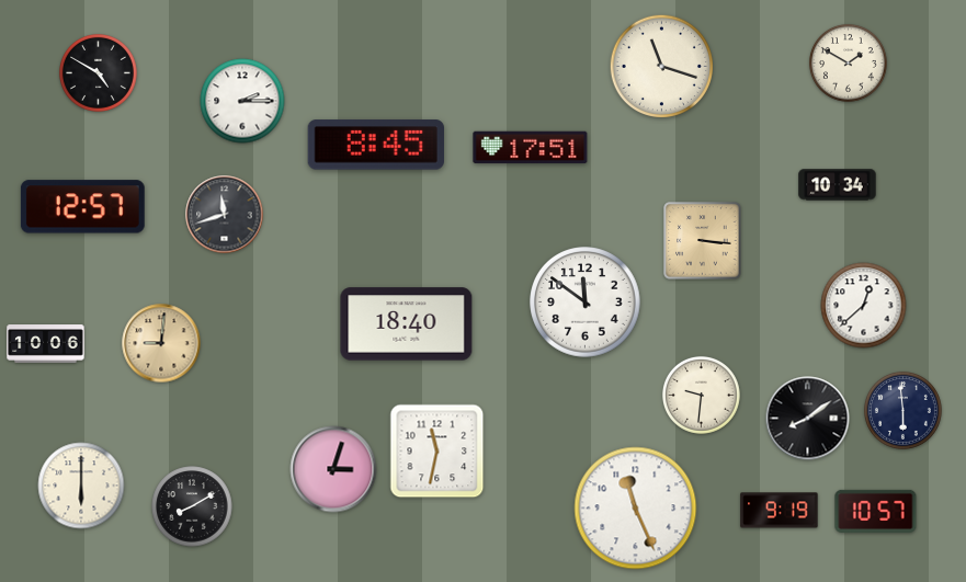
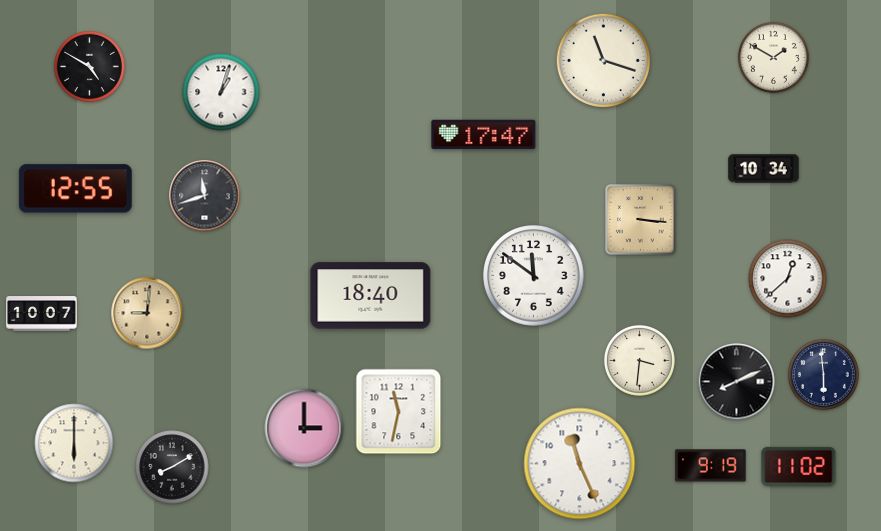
clock at (242, 101): 2:15 -> 1:03
clock at (376, 145): 8:45 -> none
clock at (531, 148): 17:51 -> 17:47
clock at (82, 207): 12:57 -> 12:55
clock at (46, 344): 10:06 -> 10:07
clock at (701, 395): 9:31 -> 3:31
clock at (808, 419): 8:09 -> 8:11
clock at (333, 469): 3:03 -> 3:00
clock at (192, 506) position: (192, 506) -> (172, 467)
clock at (876, 511): 10:57 -> 11:02
